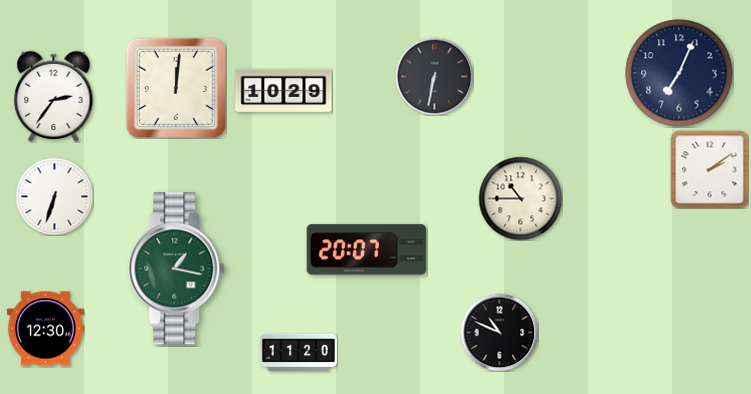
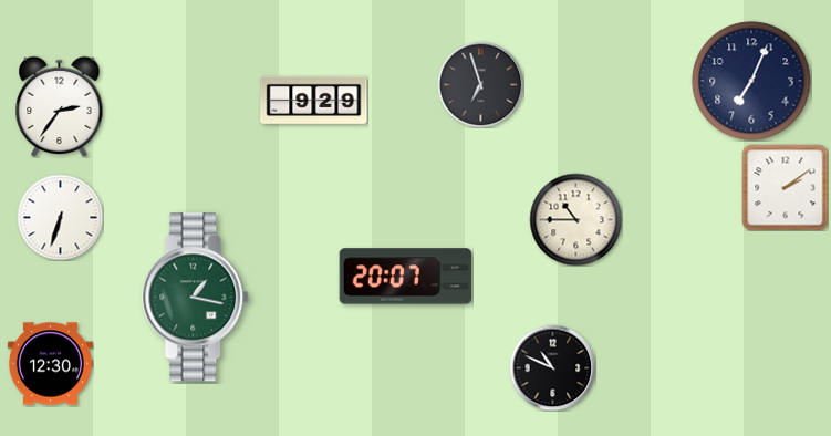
clock at (434, 76): 6:32 -> 6:57
clock at (176, 88): 12:01 -> none
clock at (284, 91): 10:29 -> 9:29
clock at (298, 352): 11:20 -> none
